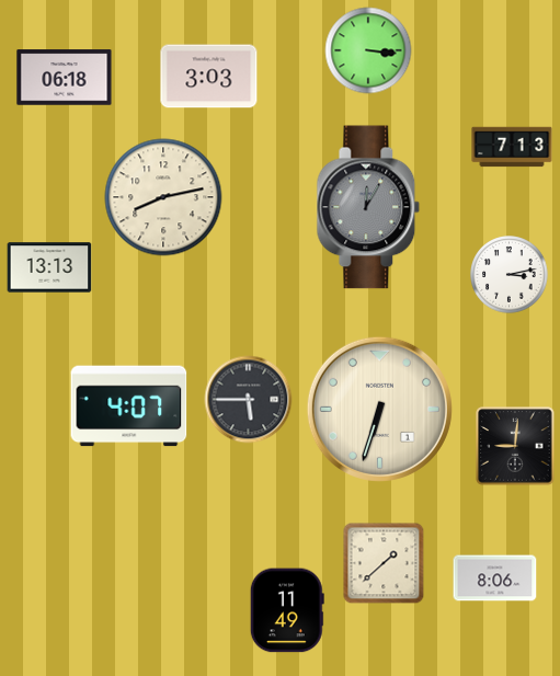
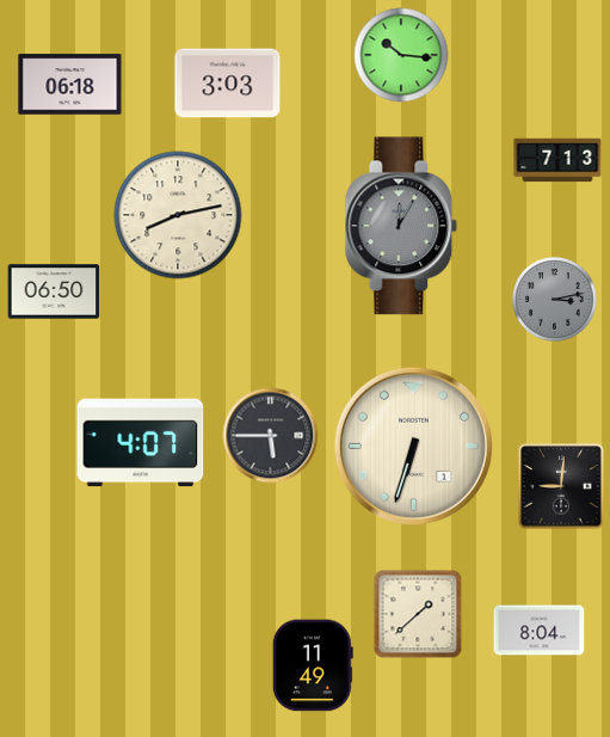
clock at (368, 50): 3:16 -> 10:16
clock at (49, 267): 13:13 -> 06:50
clock at (510, 275) dial: white -> grey
clock at (495, 578): 8:06 -> 8:04
